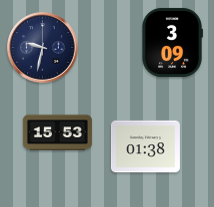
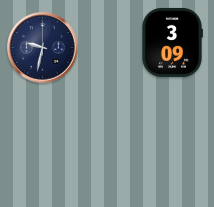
clock at (57, 133): 15:53 -> none
clock at (145, 147): 01:38 -> none
